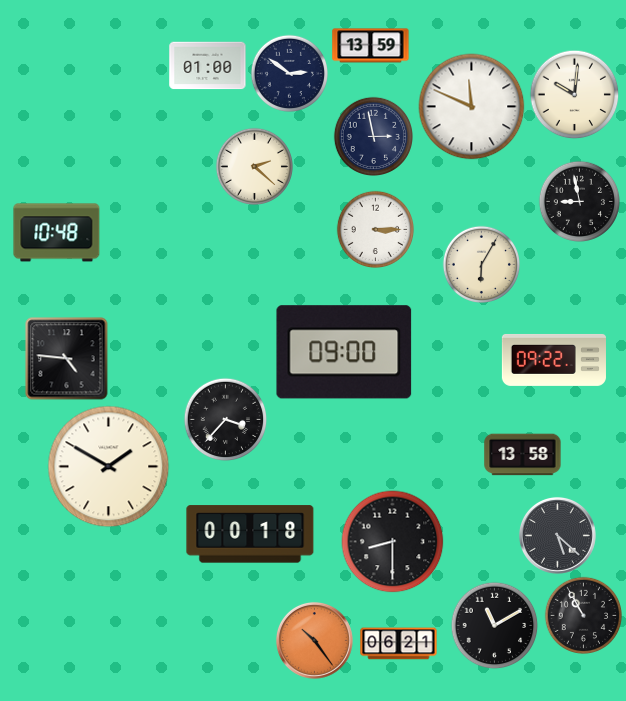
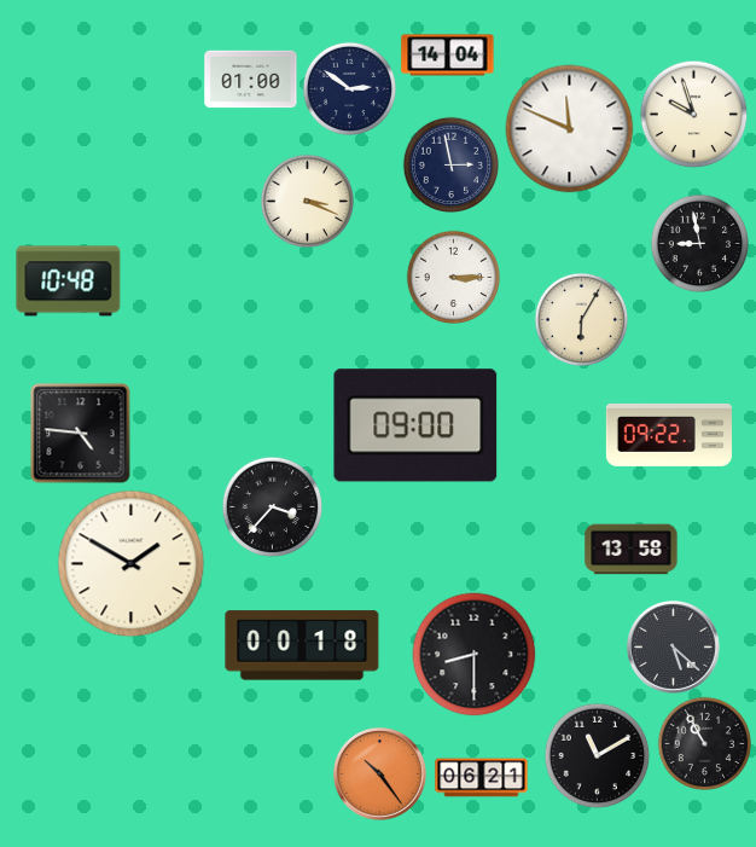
clock at (371, 46): 13:59 -> 14:04
clock at (574, 94): 10:01 -> 9:57
clock at (254, 166): 2:22 -> 3:19
